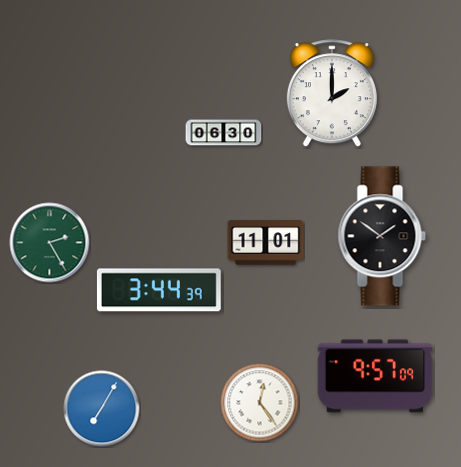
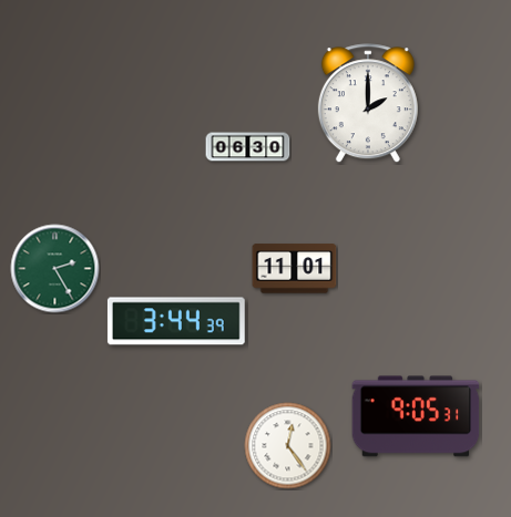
clock at (382, 236): 1:51 -> none
clock at (375, 376): 9:57 -> 9:05
clock at (102, 409): 7:05 -> none
